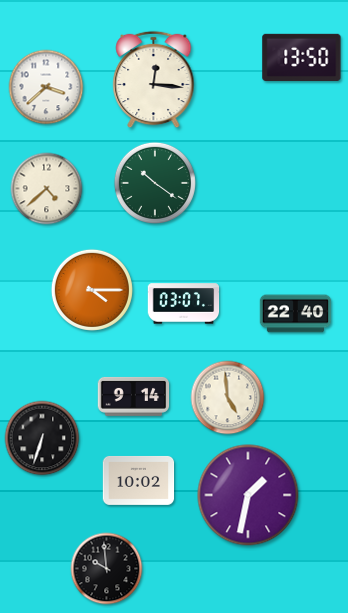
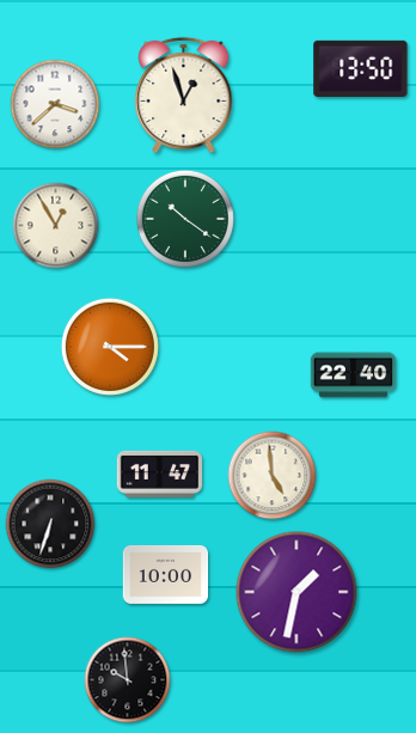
clock at (154, 80): 12:16 -> 12:57
clock at (47, 189): 4:38 -> 12:55
clock at (184, 304): 03:07 -> none
clock at (134, 396): 9:14 -> 11:47
clock at (139, 480): 10:02 -> 10:00
